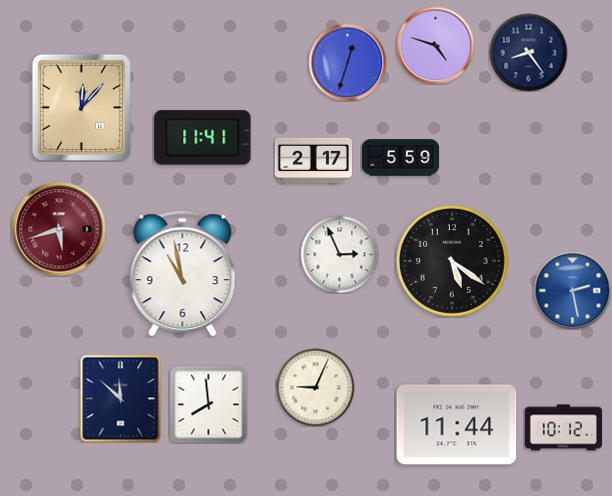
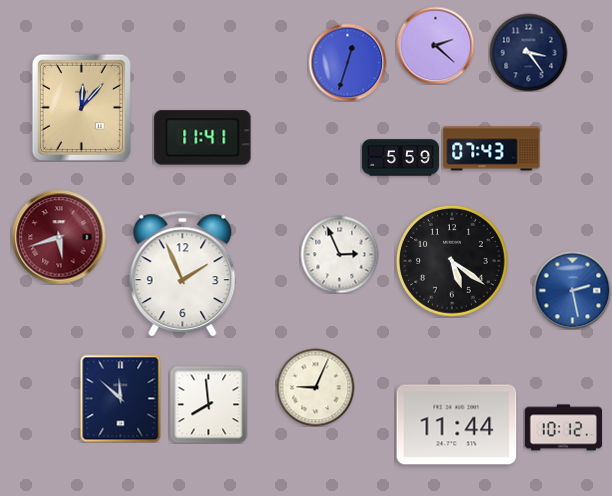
clock at (435, 45): 4:48 -> 2:22
clock at (528, 52): 8:24 -> 3:24
clock at (492, 149): none -> 07:43
clock at (313, 160): 2:17 -> none
clock at (59, 229) position: (59, 229) -> (59, 237)
clock at (183, 274): 10:58 -> 1:56
